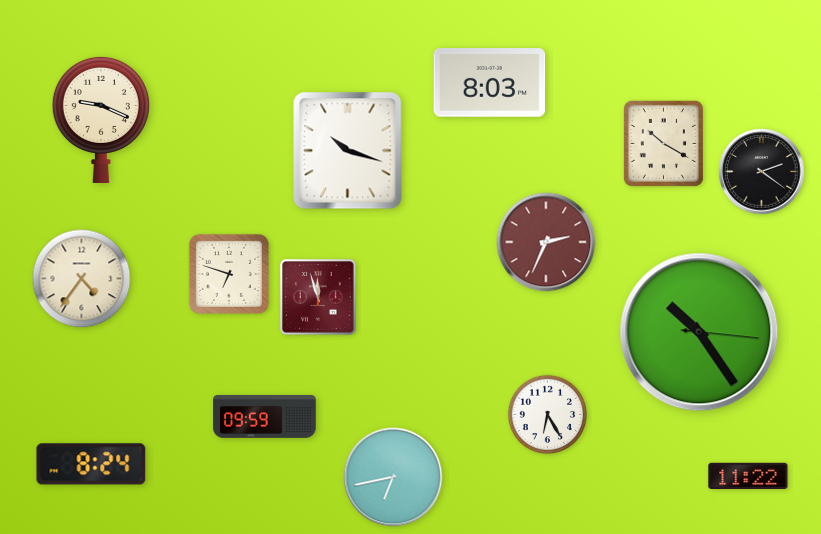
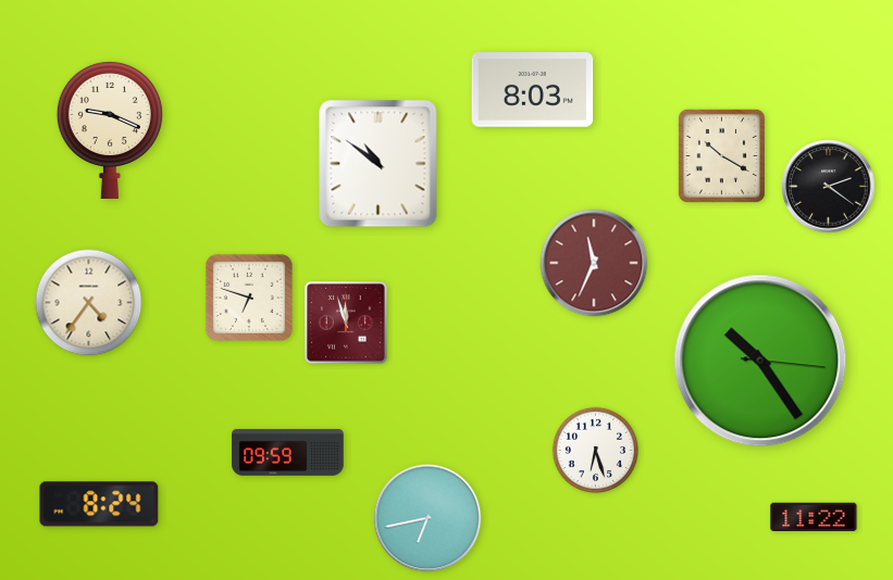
clock at (348, 151): 10:18 -> 10:51
clock at (546, 242): 2:34 -> 11:34
clock at (548, 415): 6:25 -> 6:27
